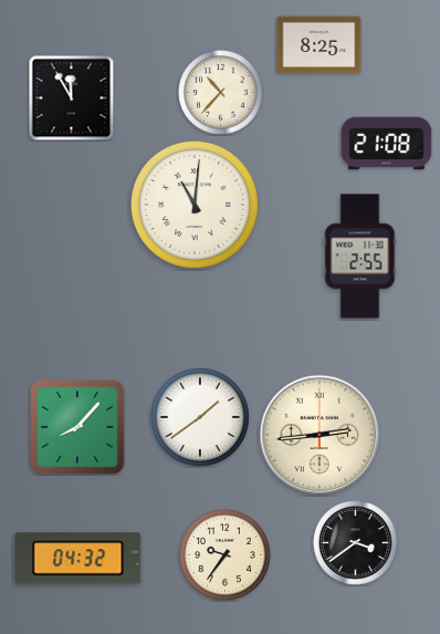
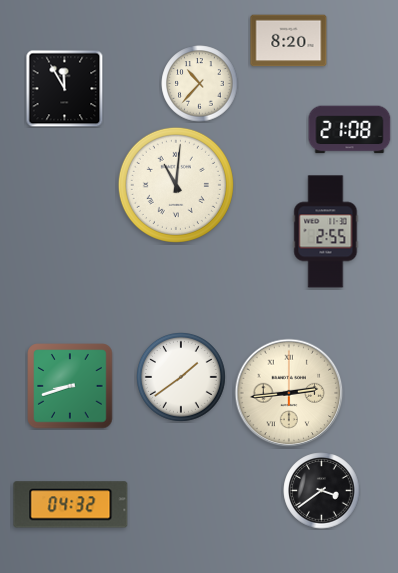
clock at (319, 45): 8:25 -> 8:20
clock at (77, 427): 8:07 -> 8:42
clock at (226, 555): 9:36 -> none
